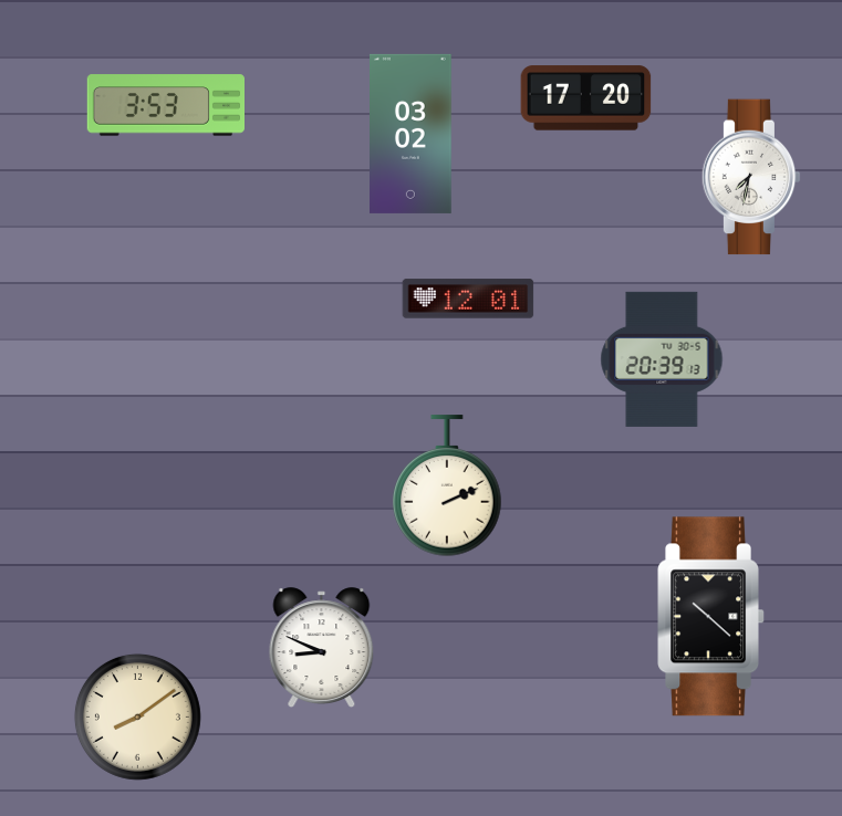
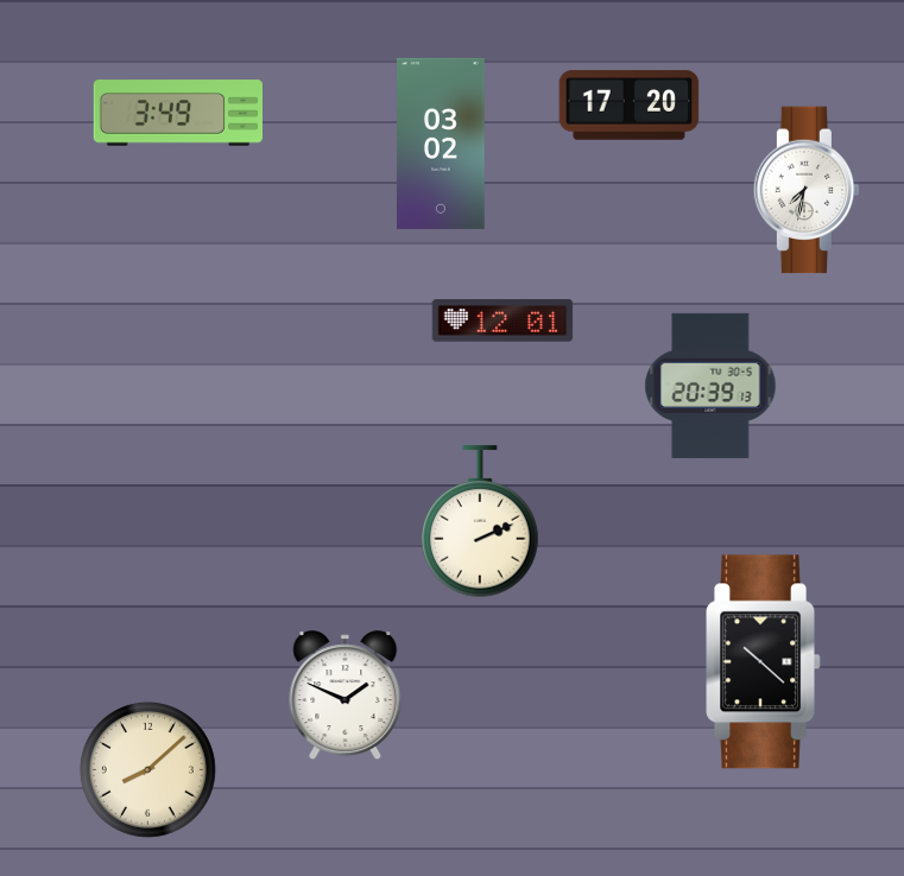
clock at (165, 105): 3:53 -> 3:49
clock at (322, 647): 8:49 -> 1:49
clock at (137, 716): 8:09 -> 8:08
